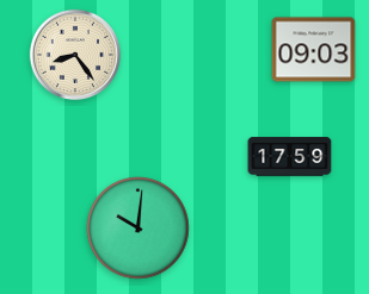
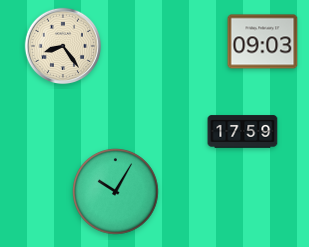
clock at (139, 229): 10:01 -> 10:05
